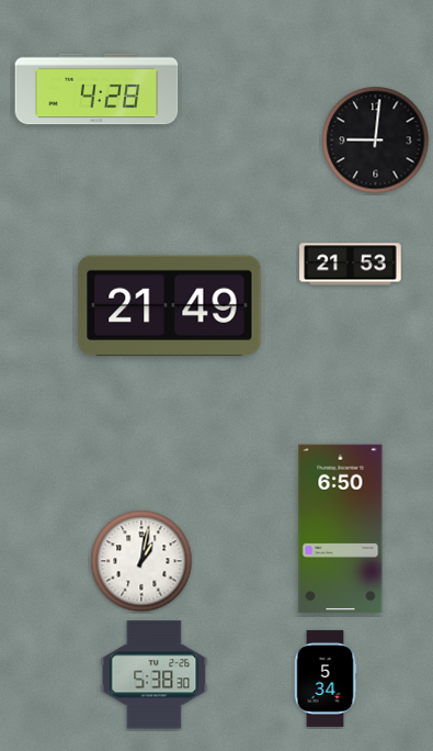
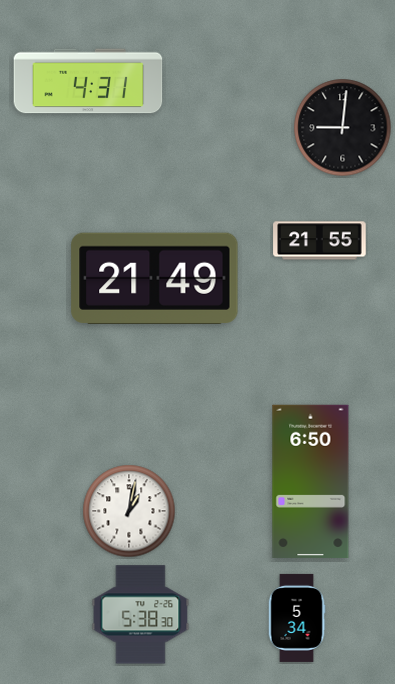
clock at (96, 89): 4:28 -> 4:31
clock at (351, 265): 21:53 -> 21:55
